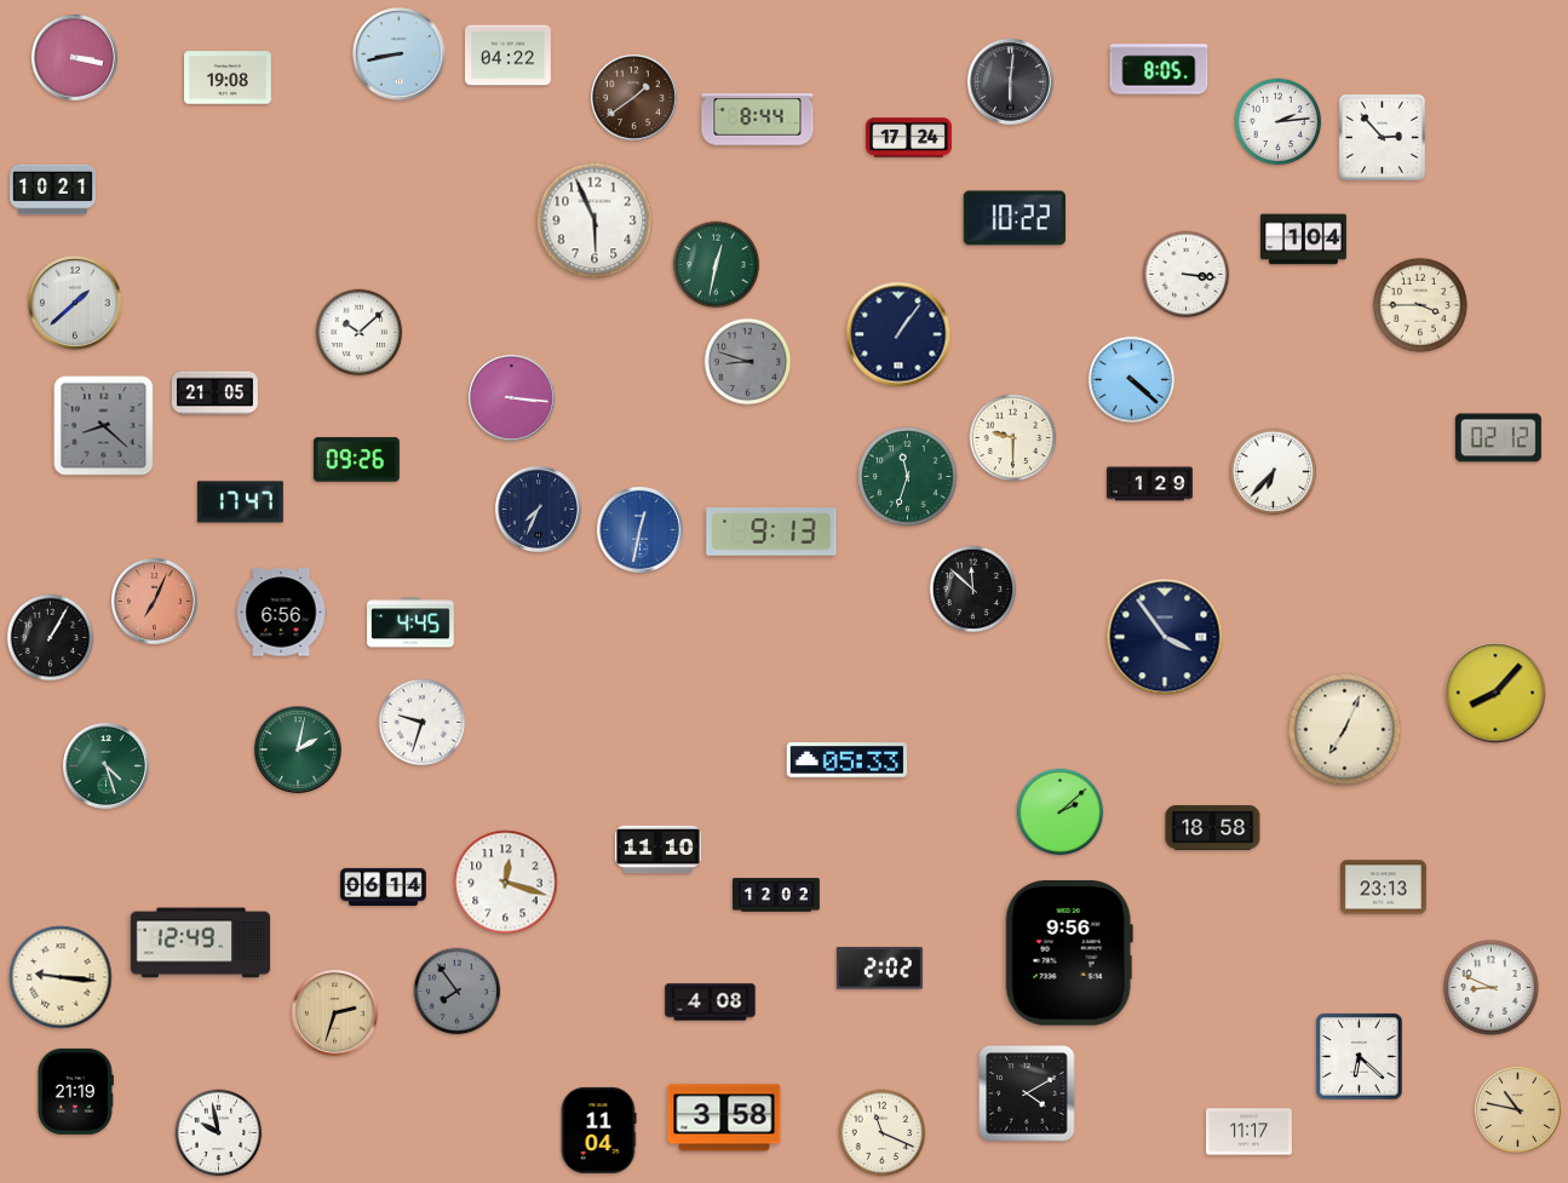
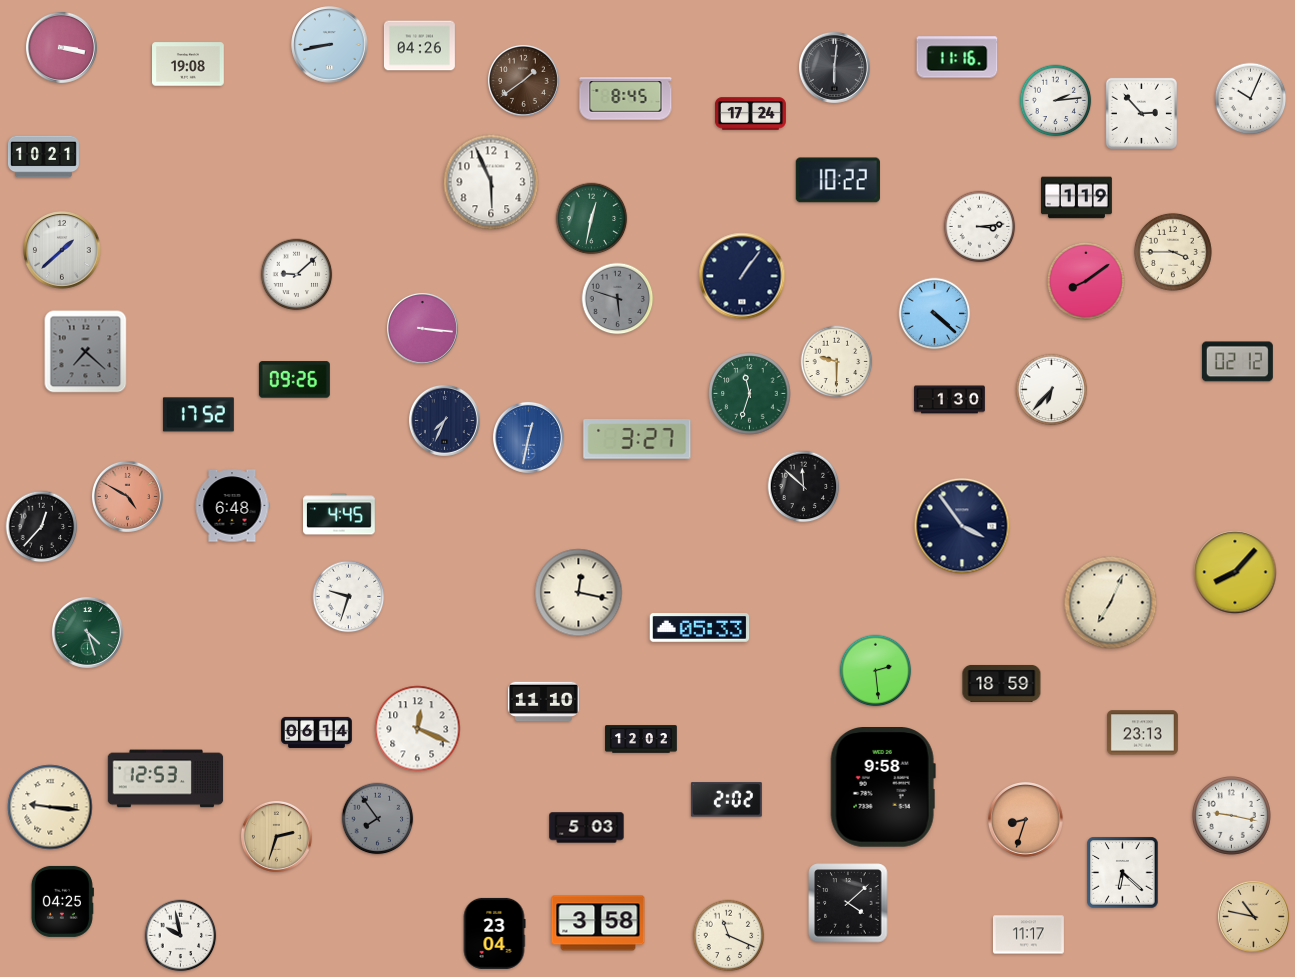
clock at (507, 56): 04:22 -> 04:26
clock at (1159, 69): 8:05 -> 11:16
clock at (758, 120): 8:44 -> 8:45
clock at (1251, 99): none -> 10:04
clock at (1303, 240): 1:04 -> 1:19
clock at (1187, 275): 3:16 -> 3:14
clock at (360, 333): 10:08 -> 9:08
clock at (1086, 281): none -> 8:09
clock at (748, 362): 8:48 -> 5:48
clock at (214, 394): 21:05 -> none
clock at (104, 426): 8:22 -> 7:22
clock at (1149, 484): 1:29 -> 1:30
clock at (240, 503): 17:47 -> 17:52
clock at (771, 532): 9:13 -> 3:27
clock at (154, 601): 7:04 -> 4:50
clock at (281, 613): 6:56 -> 6:48
clock at (51, 638): 1:05 -> 12:37
clock at (579, 593): none -> 12:17
clock at (298, 750): 2:02 -> none
clock at (1061, 812): 2:08 -> 2:29
clock at (1213, 827): 18:58 -> 18:59
clock at (506, 883): 12:18 -> 12:19
clock at (201, 943): 12:49 -> 12:53
clock at (1069, 954): 9:56 -> 9:58
clock at (1491, 987): 8:49 -> 9:17
clock at (1026, 820): none -> 8:33
clock at (711, 1003): 4:08 -> 5:03
clock at (75, 1091): 21:19 -> 04:25
clock at (1027, 1093): 4:10 -> 4:08
clock at (598, 1130): 11:04 -> 23:04
clock at (1248, 1132) position: (1248, 1132) -> (1028, 935)
